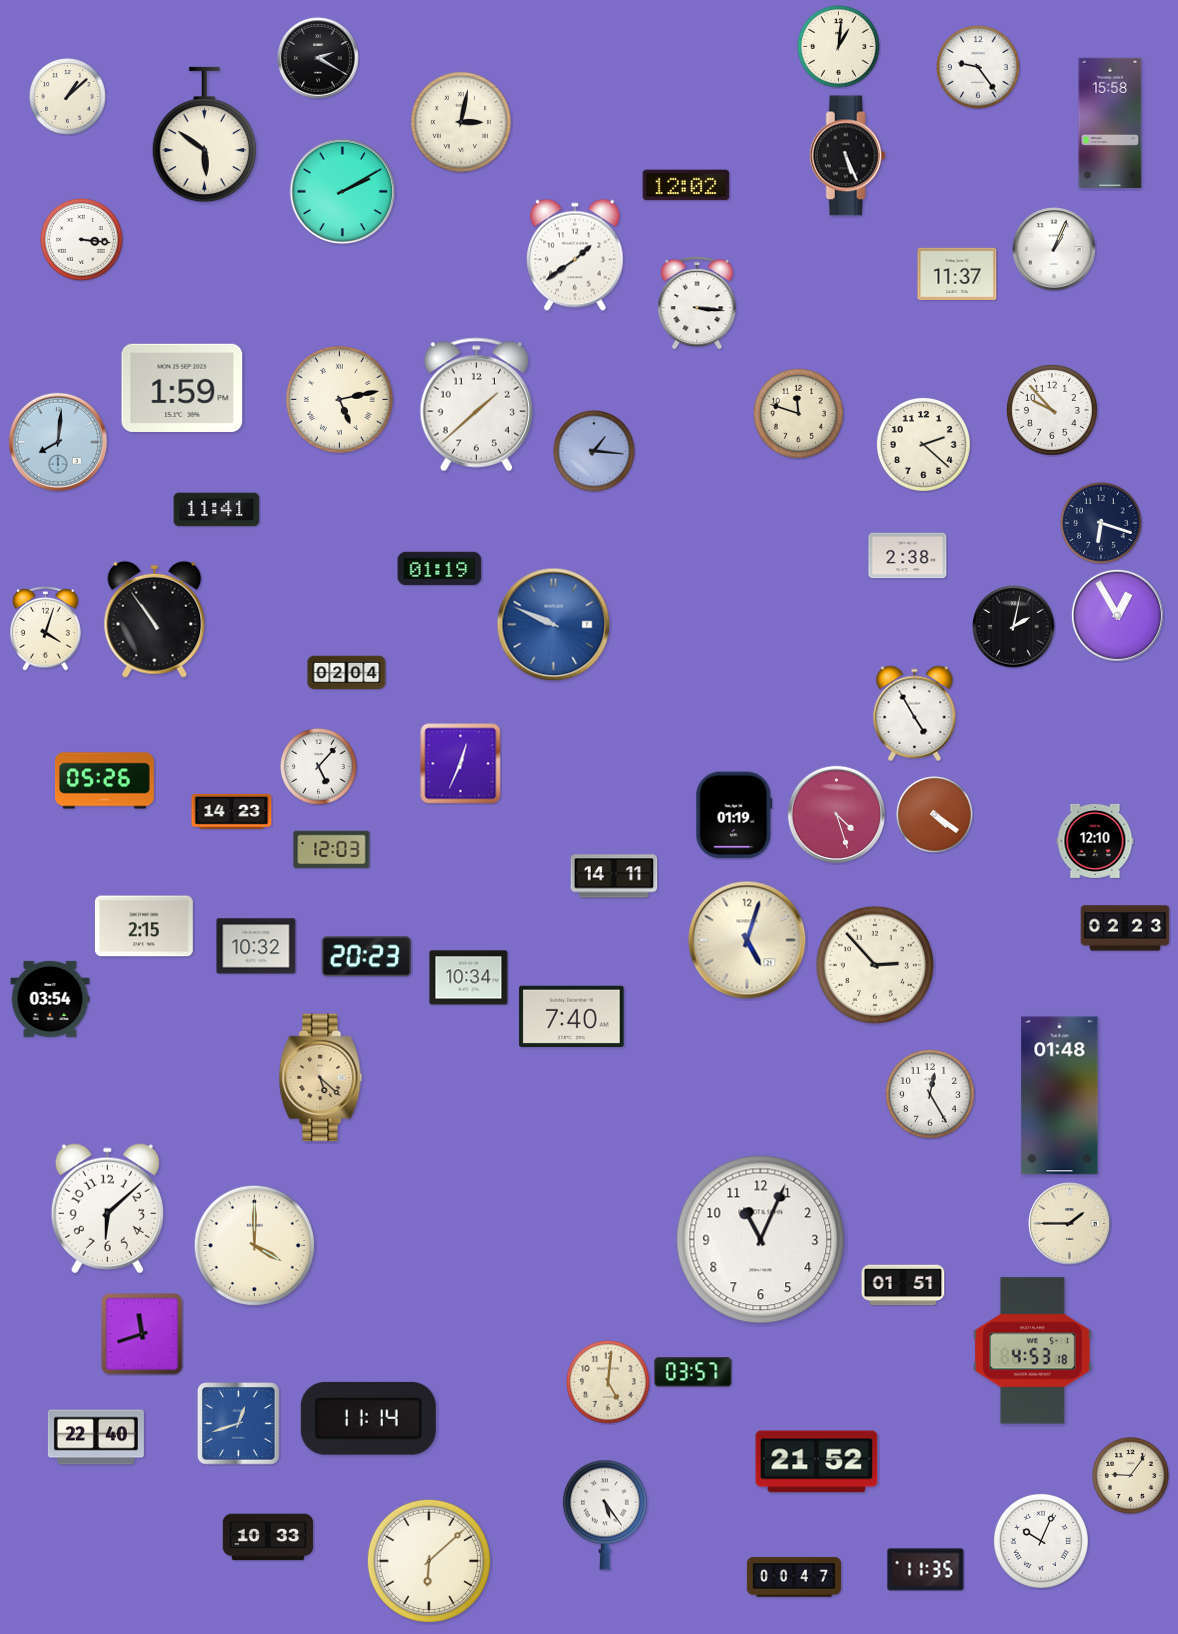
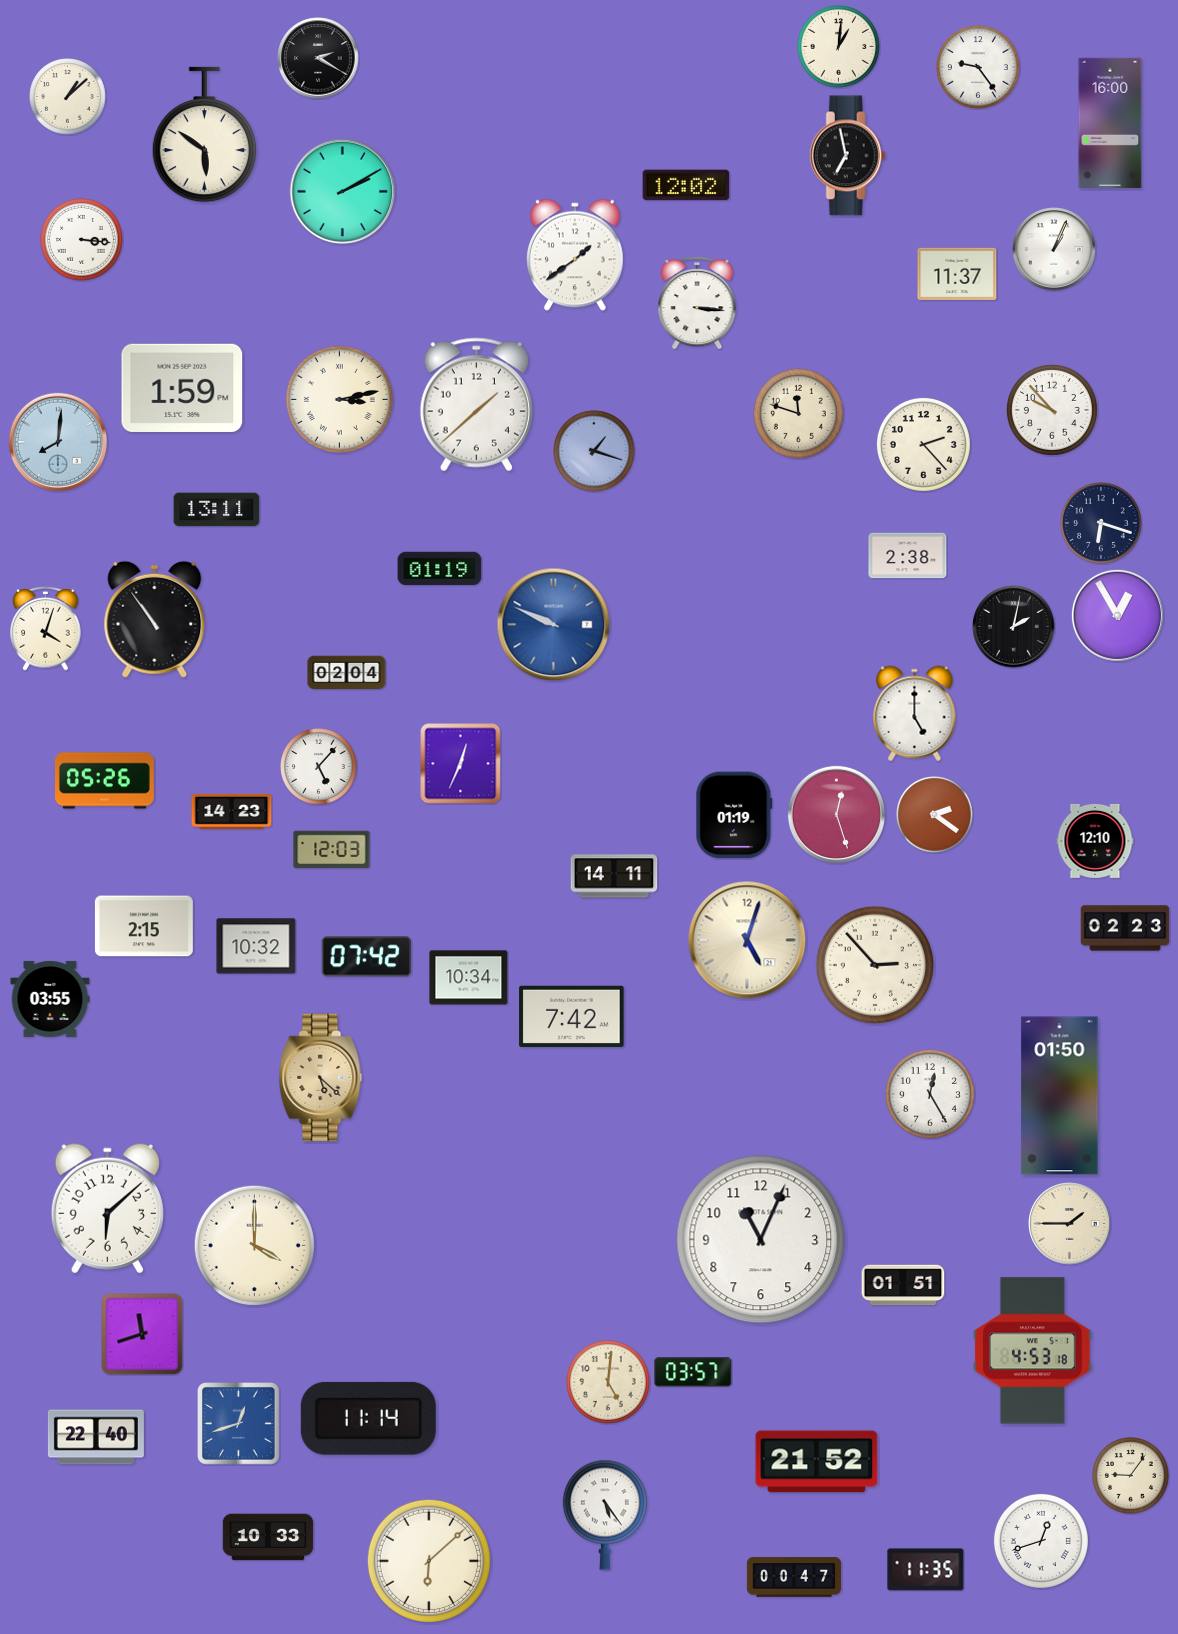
clock at (461, 122): 3:02 -> none
clock at (1110, 122): 15:58 -> 16:00
clock at (847, 156): 5:26 -> 6:58
clock at (339, 399): 5:13 -> 3:13
clock at (923, 444): 2:22 -> 2:23
clock at (595, 452): 1:16 -> 1:18
clock at (217, 510): 11:41 -> 13:11
clock at (915, 714): 4:55 -> 5:00
clock at (836, 814): 4:27 -> 12:27
clock at (935, 815): 4:21 -> 2:21
clock at (367, 957): 20:23 -> 07:42
clock at (50, 999): 03:54 -> 03:55
clock at (572, 1016): 7:40 -> 7:42
clock at (1060, 1096): 01:48 -> 01:50
clock at (1041, 1541): 10:04 -> 12:42
